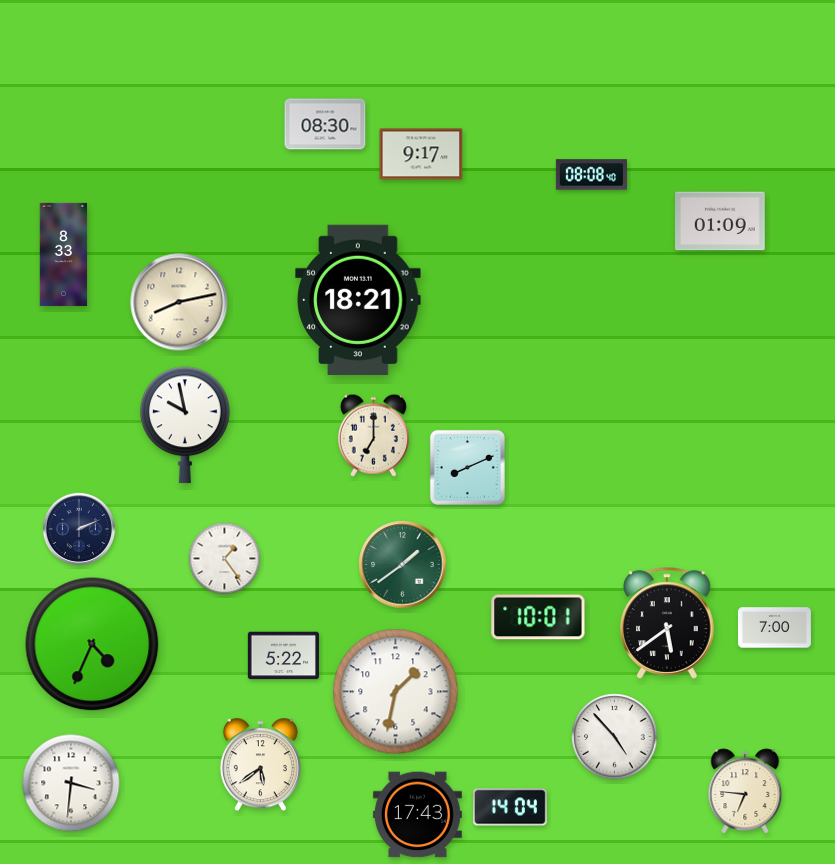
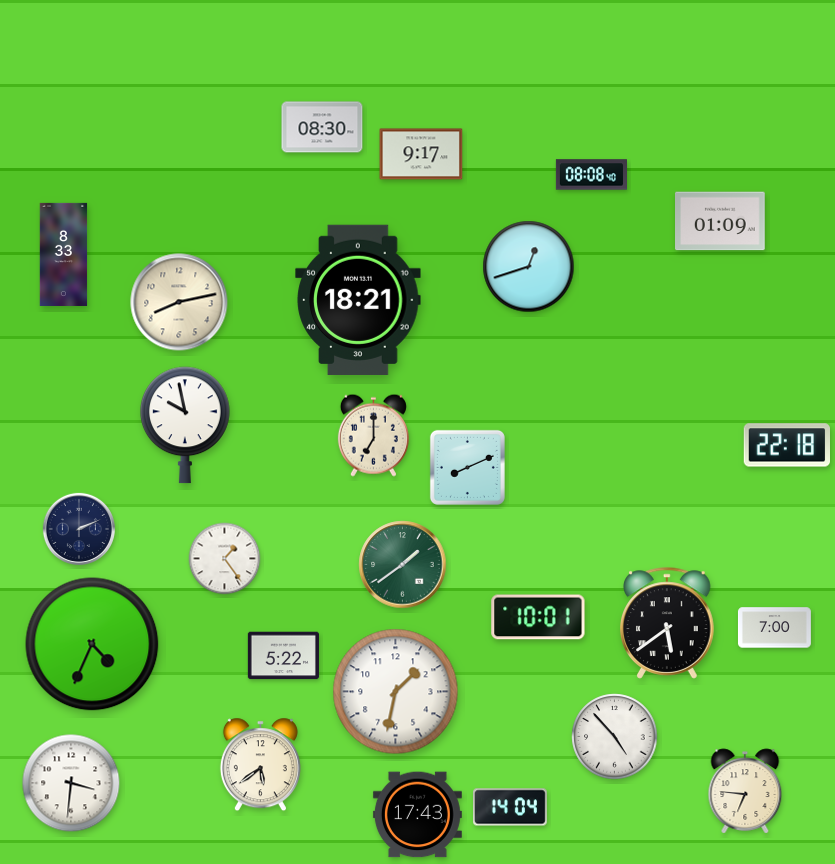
clock at (325, 124) position: (325, 124) -> (322, 127)
clock at (529, 267): none -> 12:42
clock at (786, 445): none -> 22:18
